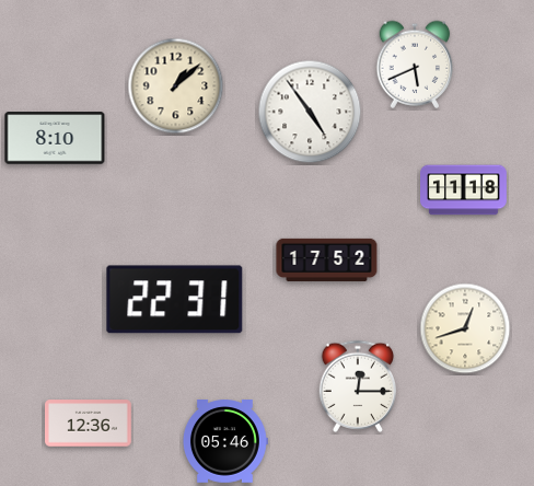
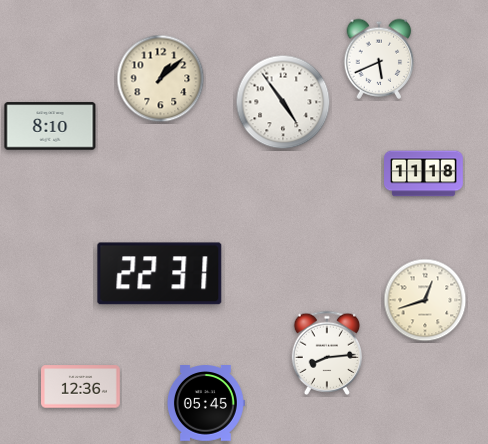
clock at (327, 259): 17:52 -> none
clock at (358, 385): 12:15 -> 8:14
clock at (224, 442): 05:46 -> 05:45
